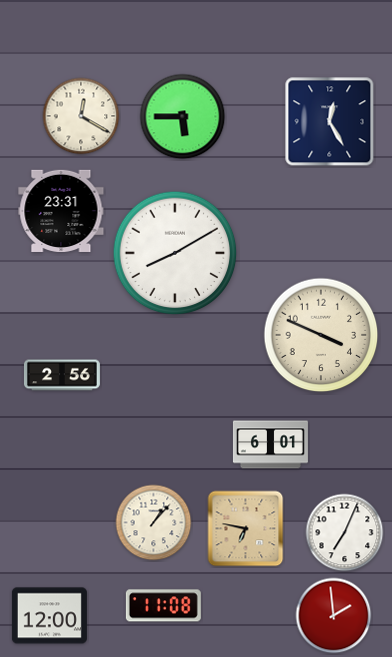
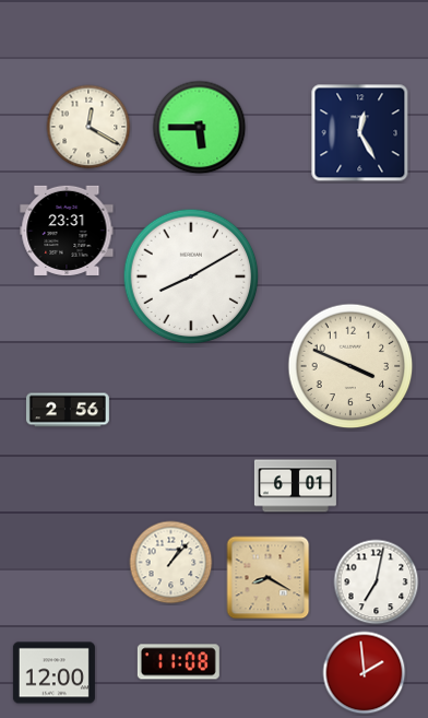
clock at (154, 523) position: (154, 523) -> (171, 563)
clock at (246, 529): 6:47 -> 8:20
clock at (345, 533): 7:04 -> 7:02
